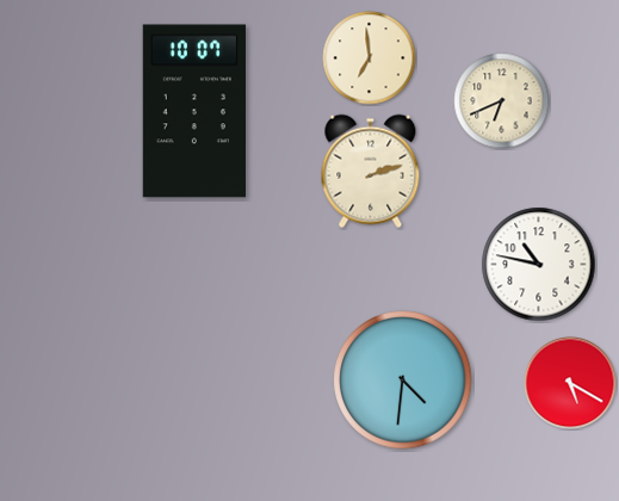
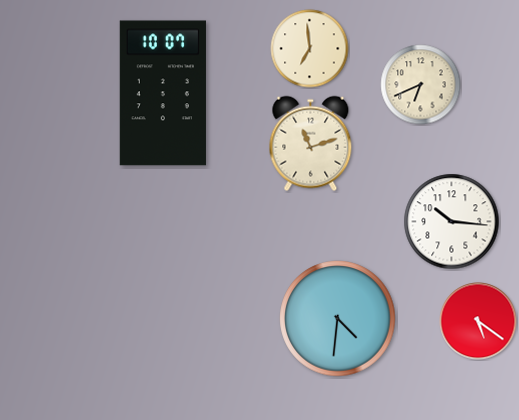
clock at (371, 172): 2:12 -> 11:12
clock at (539, 265): 10:47 -> 10:16
clock at (570, 383): 5:20 -> 5:21
